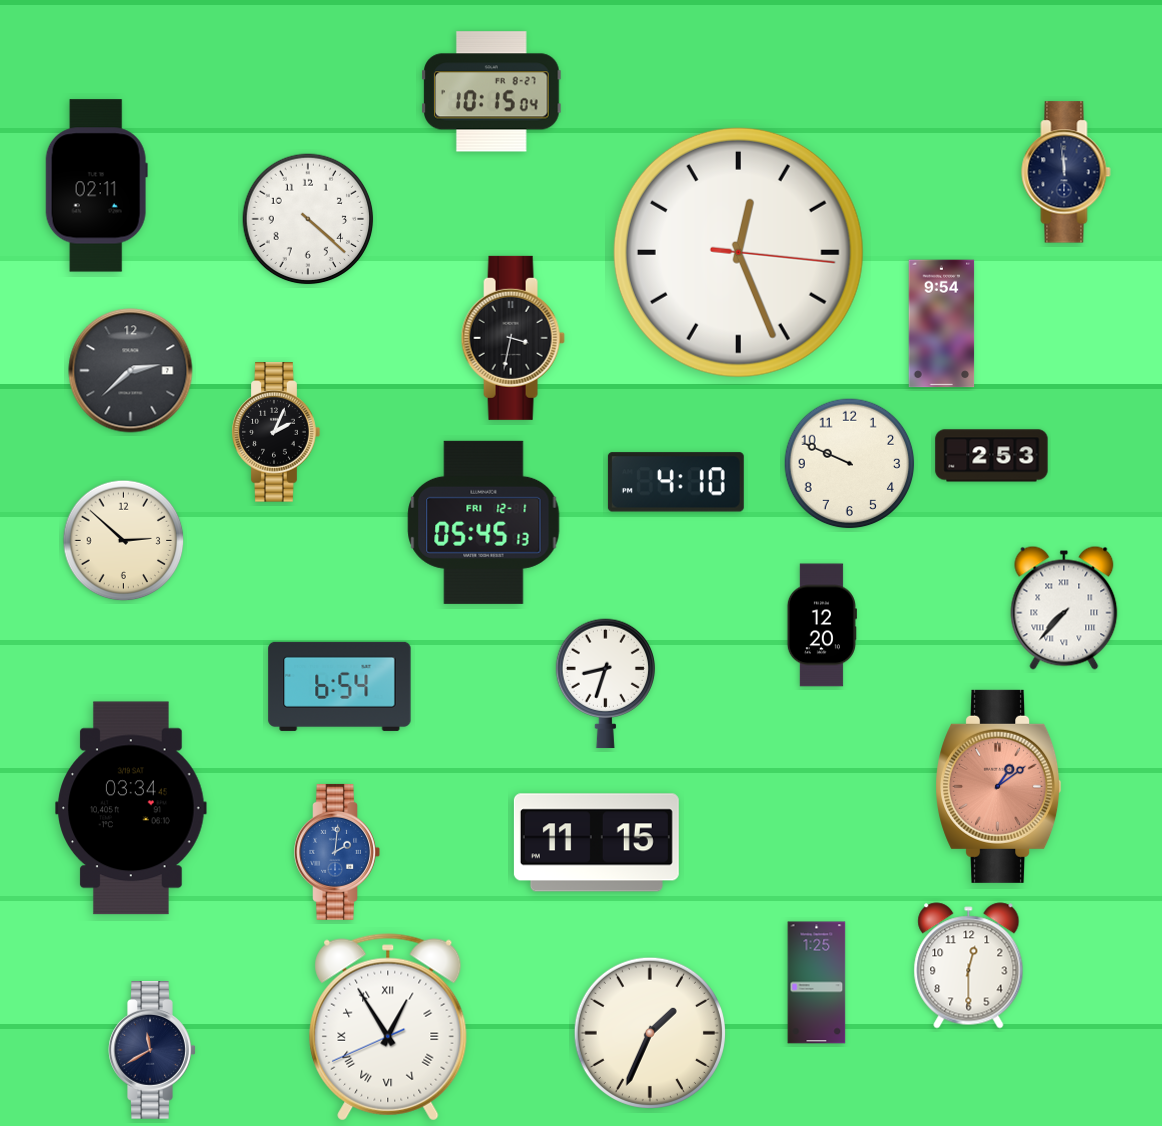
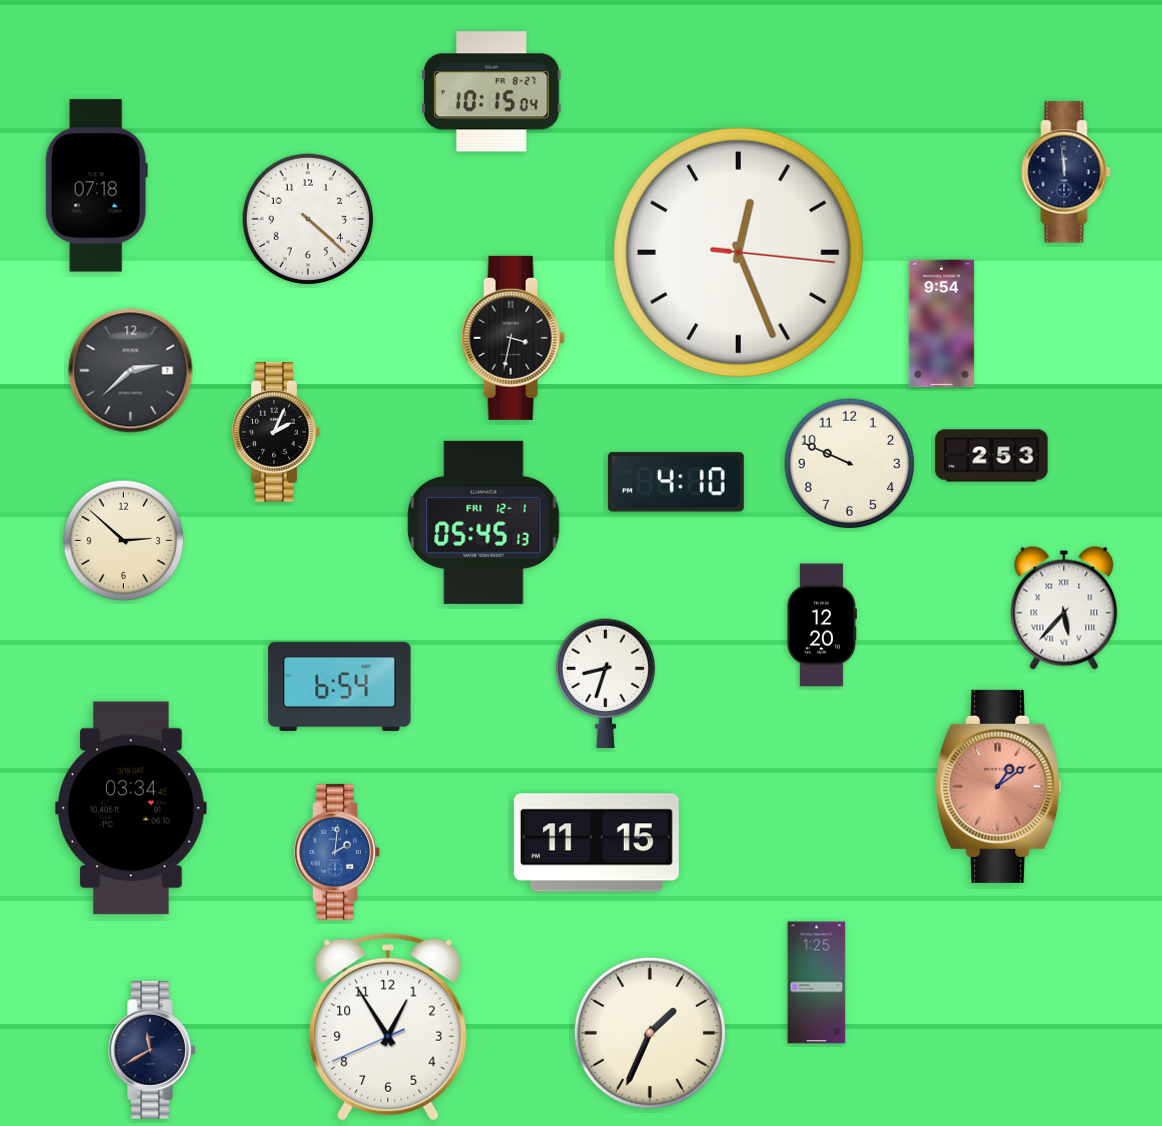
clock at (96, 186): 02:11 -> 07:18
clock at (1064, 608): 7:37 -> 5:37
clock at (969, 966): 12:30 -> none
clock at (388, 1027) numerals: Roman -> Arabic
